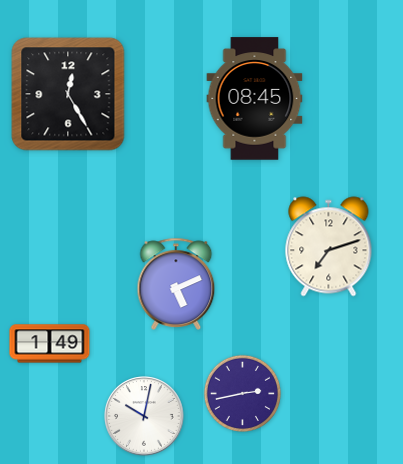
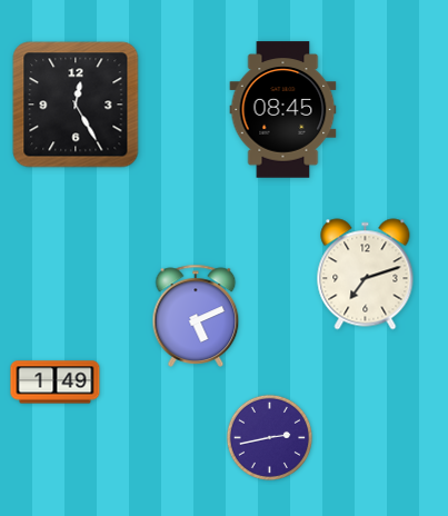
clock at (144, 416): 10:02 -> none
